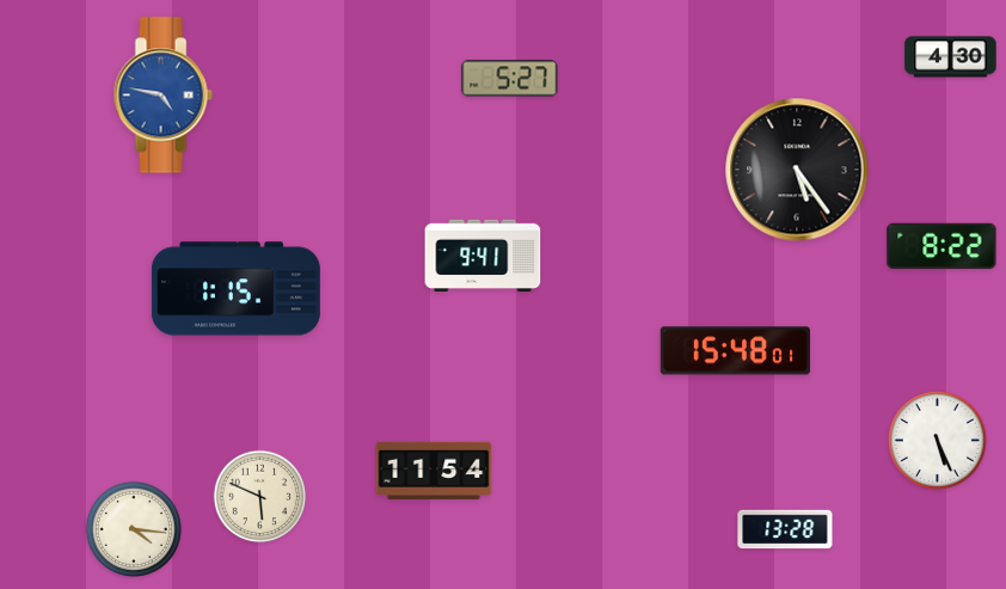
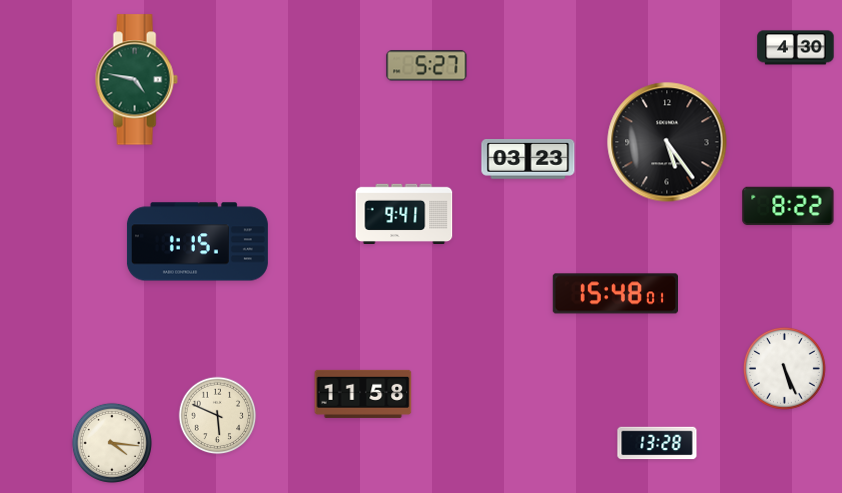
clock at (162, 96) dial: blue -> green
clock at (528, 160): none -> 03:23
clock at (434, 471): 11:54 -> 11:58
